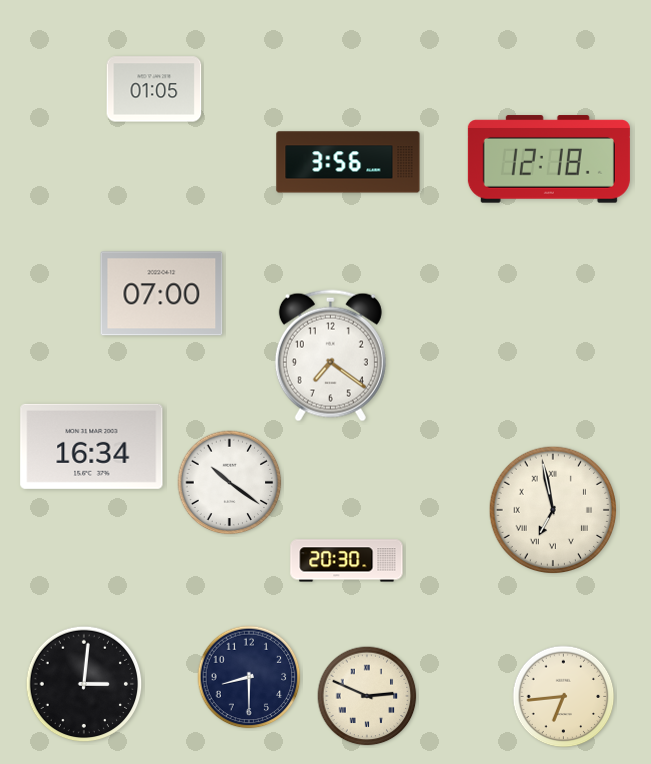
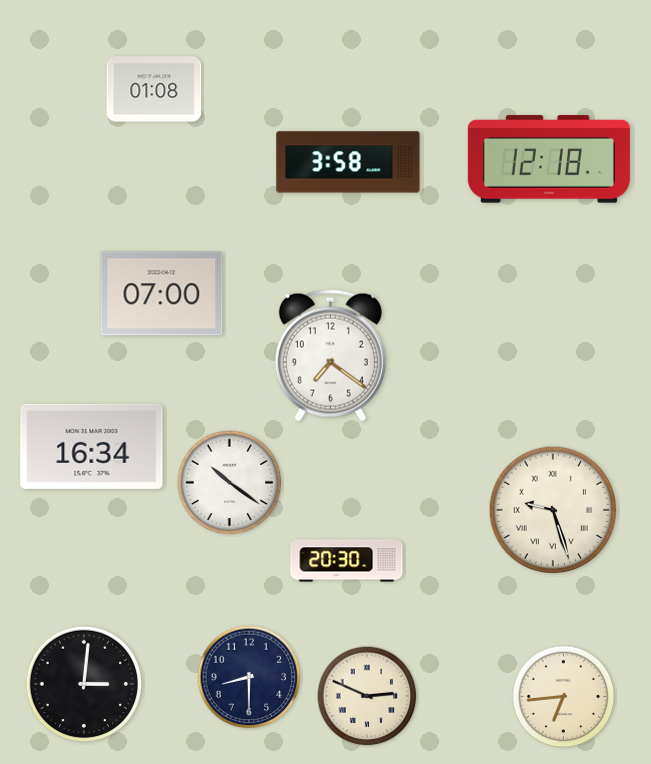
clock at (154, 89): 01:05 -> 01:08
clock at (348, 162): 3:56 -> 3:58
clock at (552, 509): 6:58 -> 9:27
